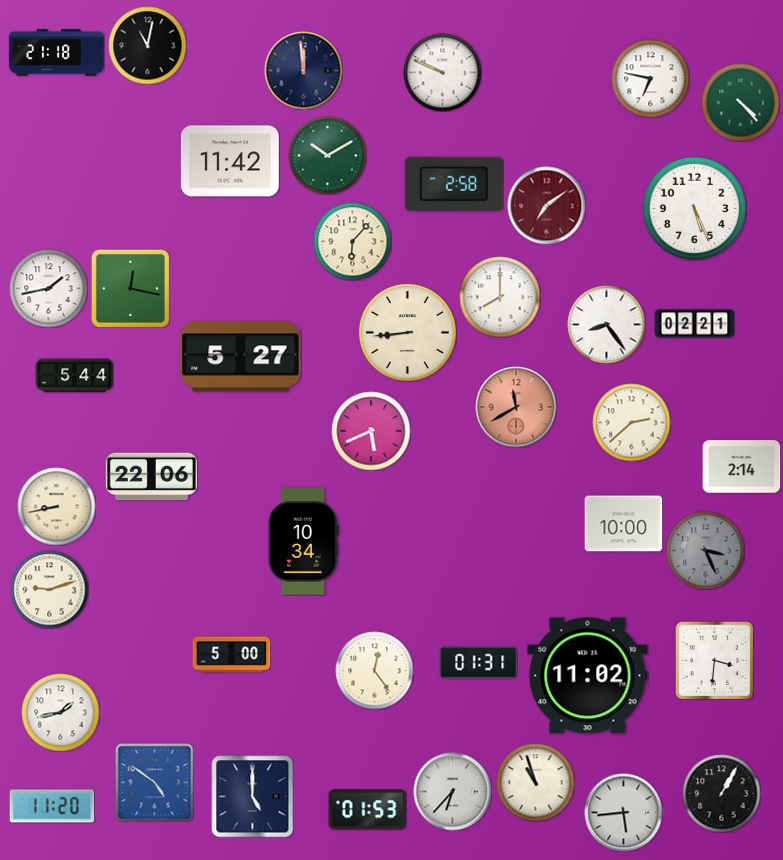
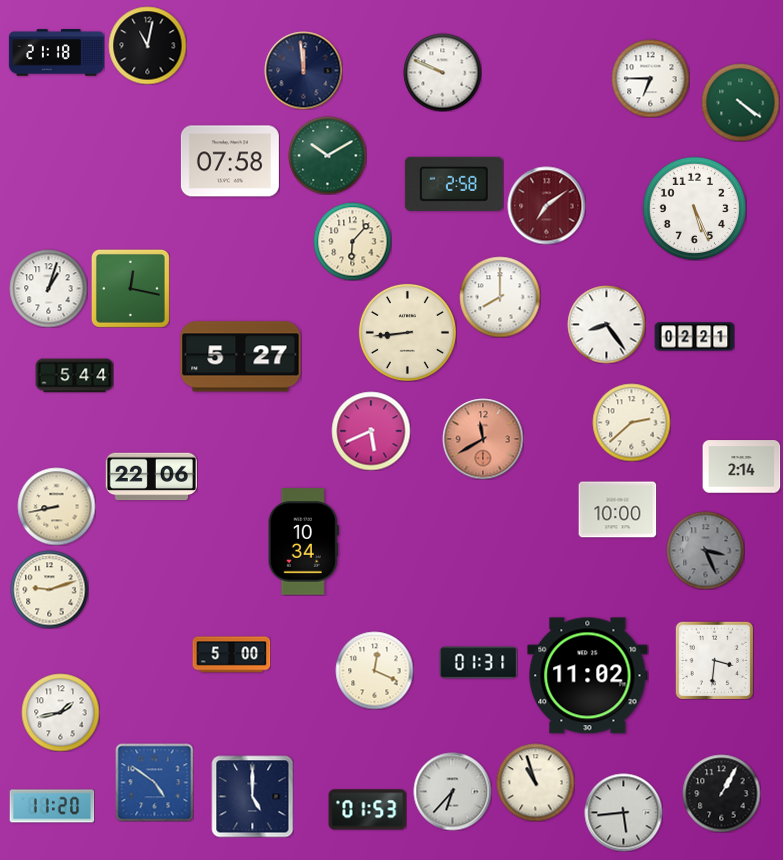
clock at (650, 78): 6:47 -> 6:45
clock at (740, 102): 4:23 -> 4:21
clock at (230, 161): 11:42 -> 07:58
clock at (48, 288): 1:43 -> 1:03
clock at (694, 324) position: (694, 324) -> (694, 337)
clock at (516, 407) position: (516, 407) -> (483, 439)
clock at (623, 524) position: (623, 524) -> (617, 510)
clock at (374, 670): 12:24 -> 12:19
